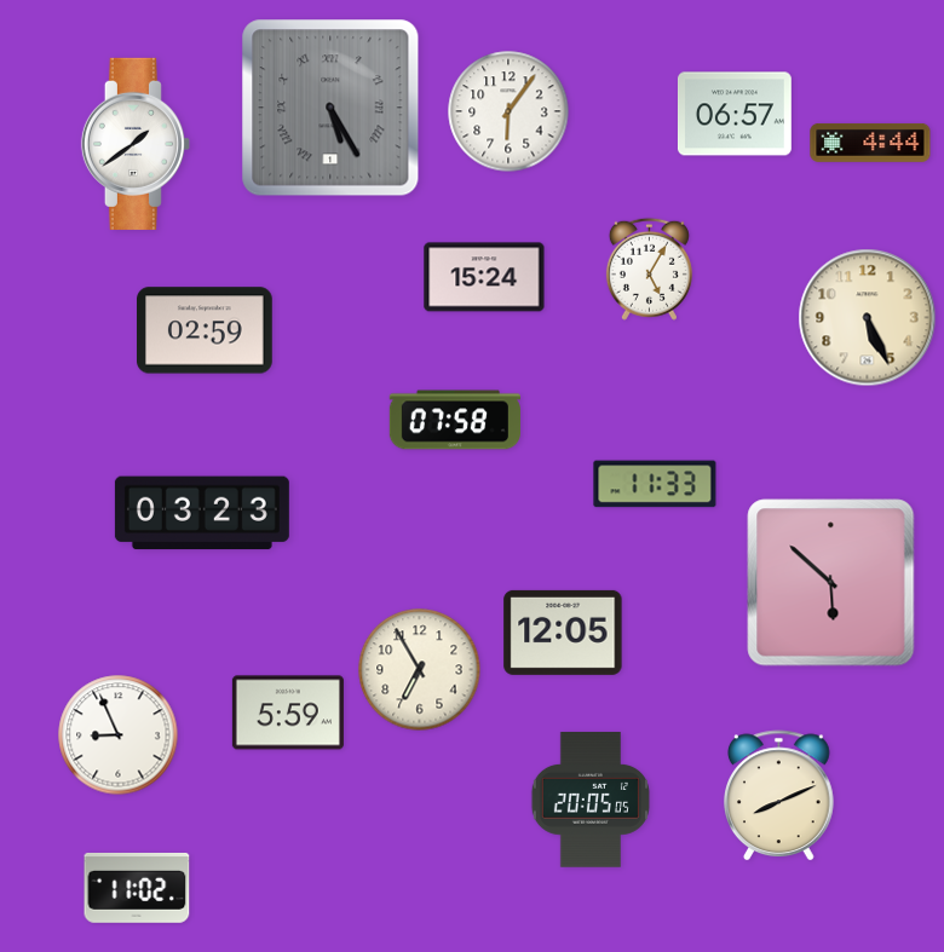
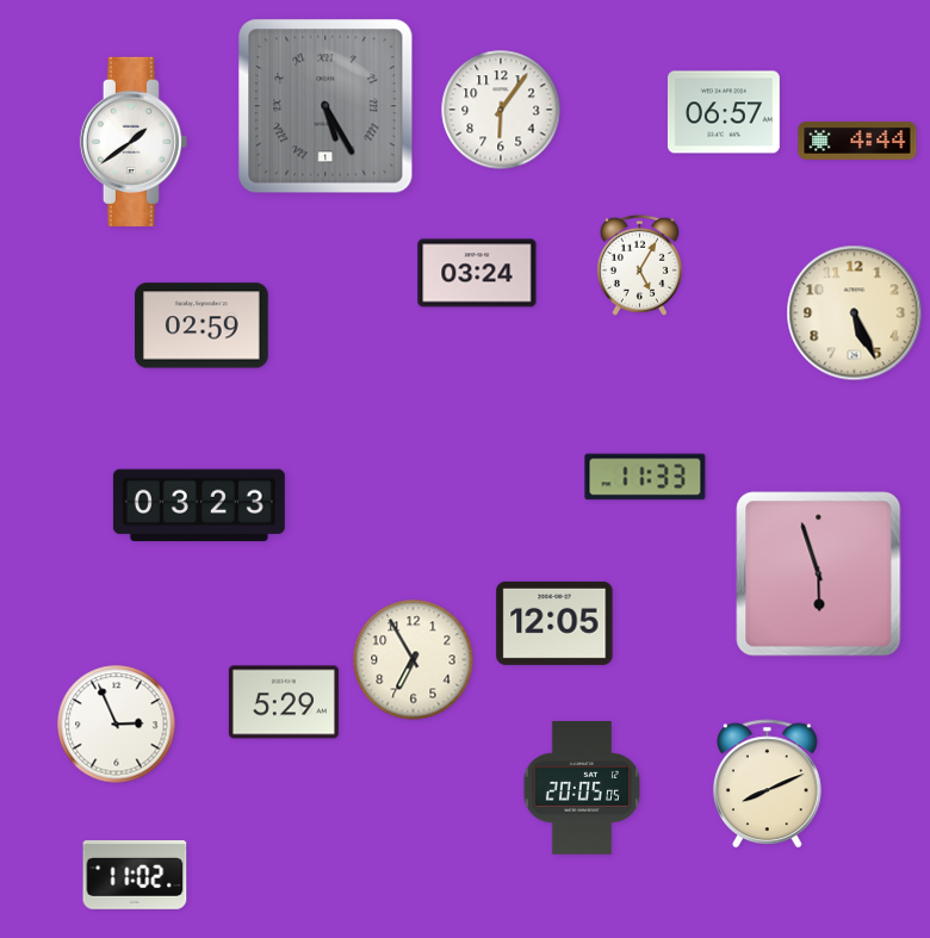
clock at (484, 277): 15:24 -> 03:24
clock at (454, 420): 07:58 -> none
clock at (831, 583): 5:52 -> 5:57
clock at (288, 712): 5:59 -> 5:29
clock at (119, 735): 8:56 -> 2:56
